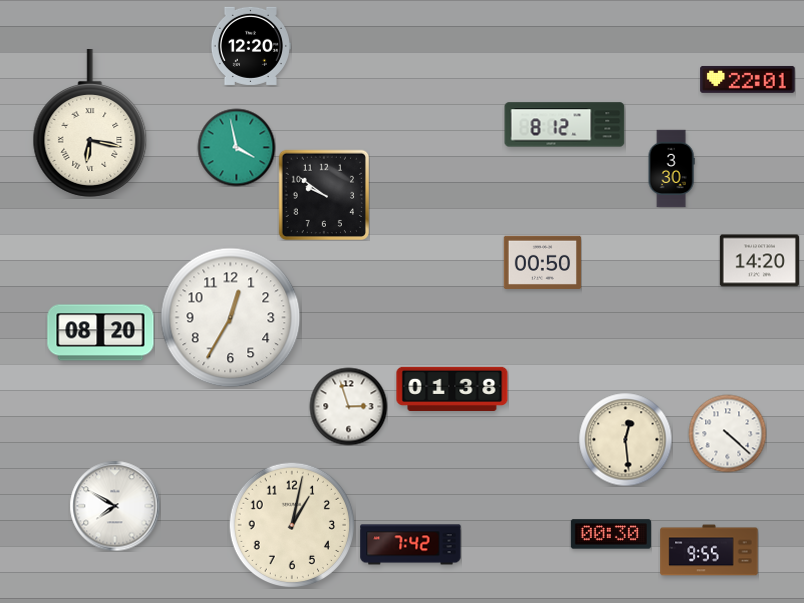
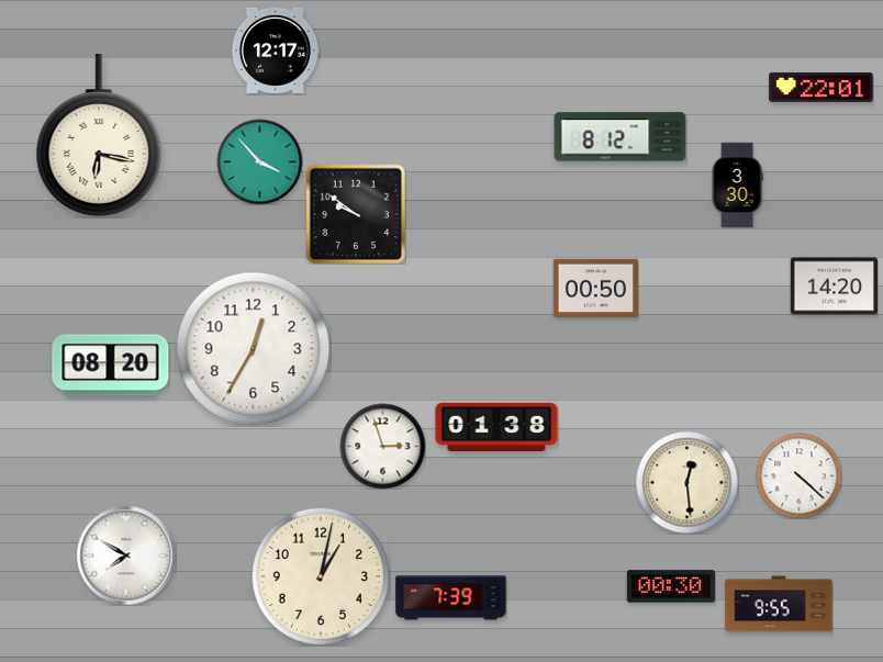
clock at (251, 46): 12:20 -> 12:17
clock at (236, 147): 3:58 -> 3:53
clock at (411, 545): 7:42 -> 7:39
